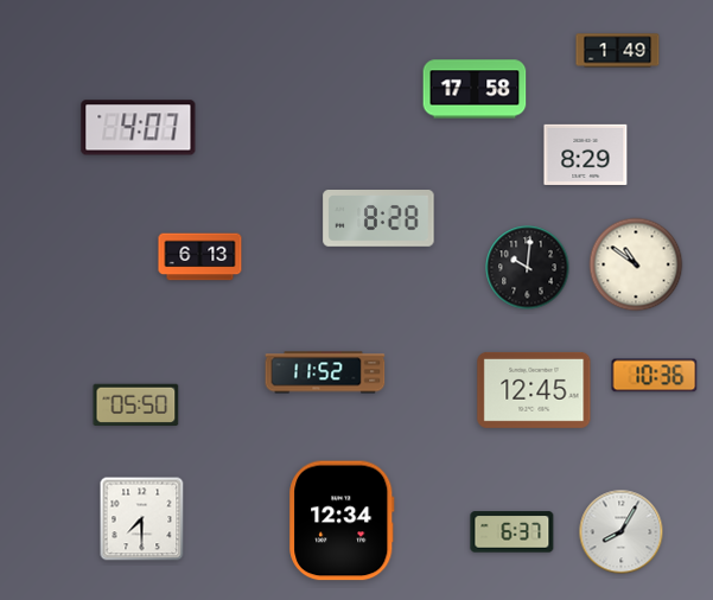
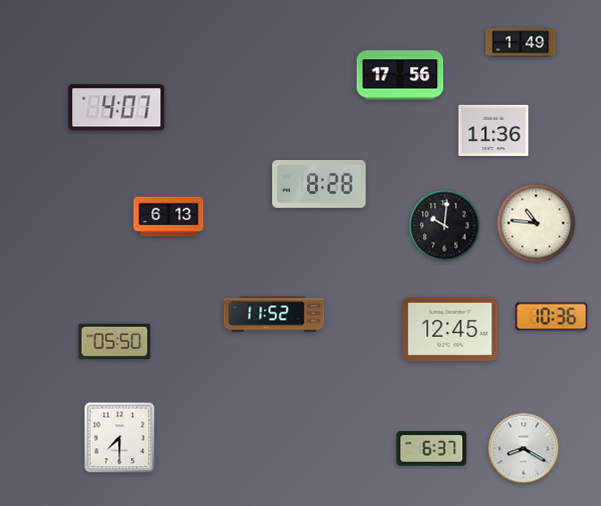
clock at (475, 89): 17:58 -> 17:56
clock at (586, 154): 8:29 -> 11:36
clock at (636, 264): 10:51 -> 10:46
clock at (342, 521): 12:34 -> none
clock at (622, 532): 8:05 -> 8:20
